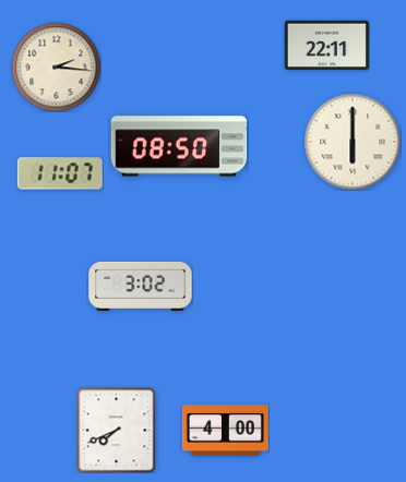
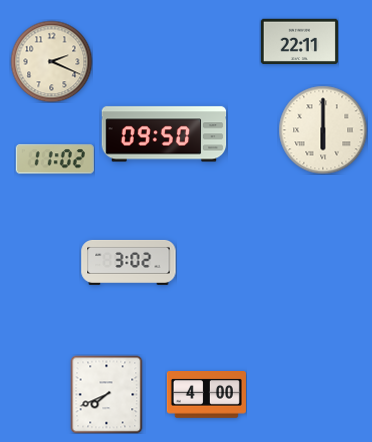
clock at (56, 67): 2:16 -> 2:19
clock at (179, 146): 08:50 -> 09:50
clock at (60, 173): 11:07 -> 11:02
